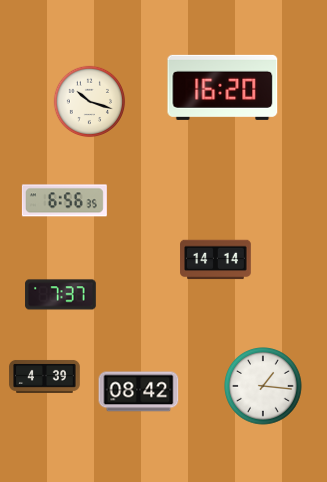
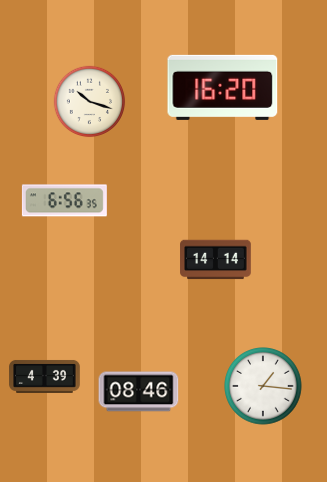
clock at (61, 295): 7:37 -> none
clock at (139, 392): 08:42 -> 08:46
